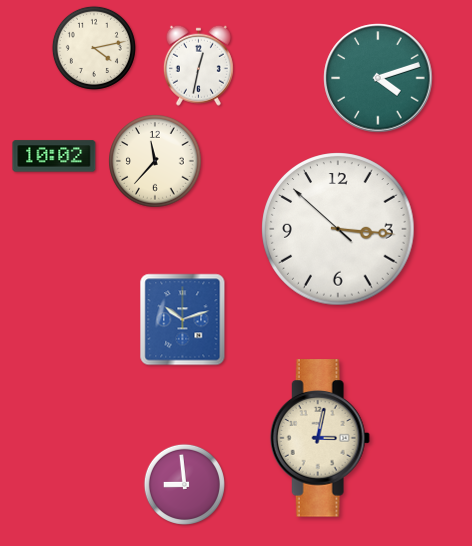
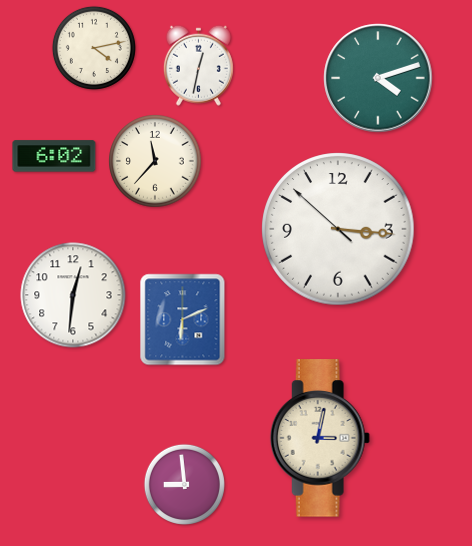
clock at (54, 156): 10:02 -> 6:02
clock at (73, 295): none -> 12:31
clock at (183, 320): 10:12 -> 6:11
